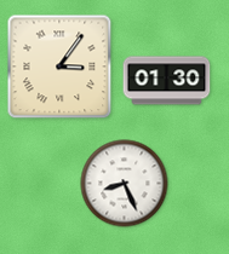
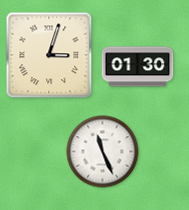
clock at (59, 67): 3:06 -> 3:03
clock at (125, 184): 8:26 -> 11:26
